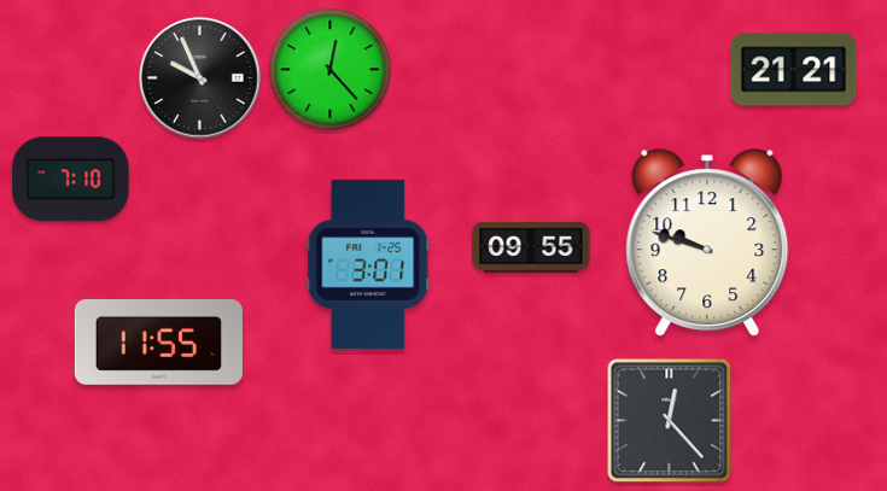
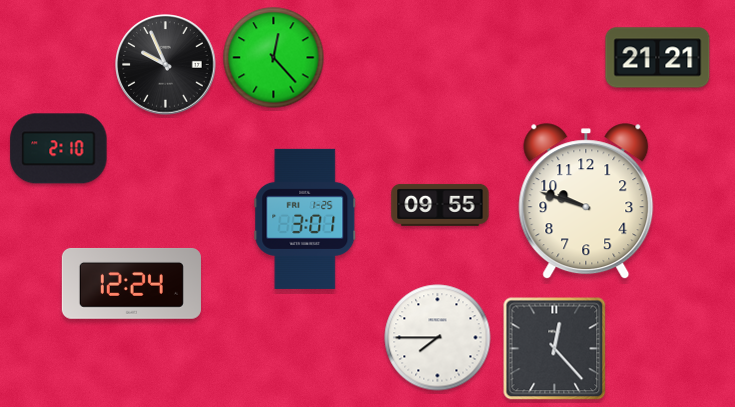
clock at (71, 180): 7:10 -> 2:10
clock at (158, 341): 11:55 -> 12:24
clock at (438, 338): none -> 7:45
